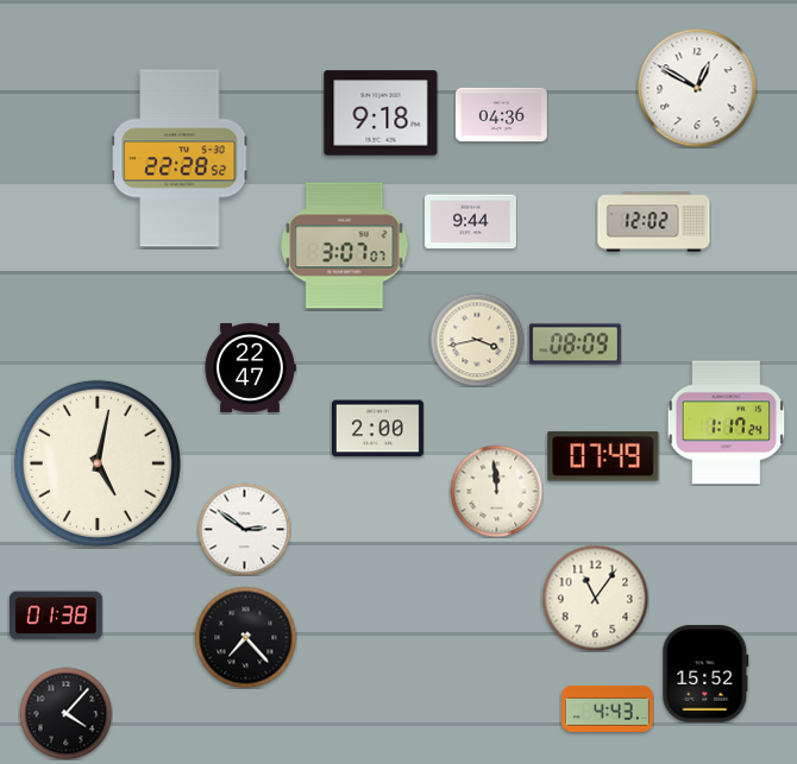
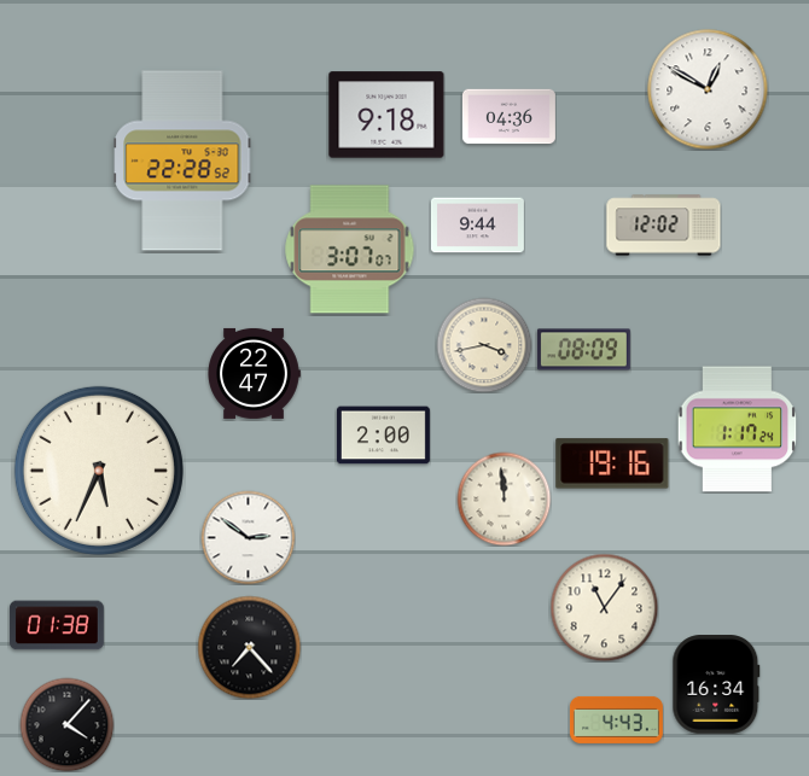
clock at (603, 456): 07:49 -> 19:16
clock at (98, 463): 5:02 -> 5:34
clock at (705, 674): 15:52 -> 16:34
